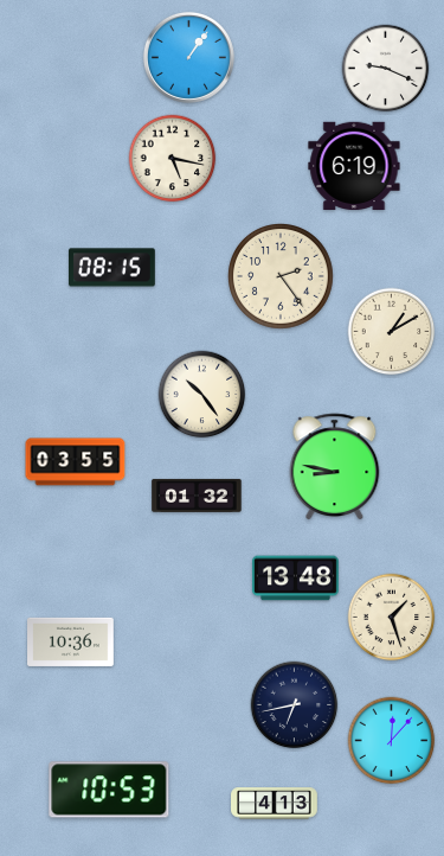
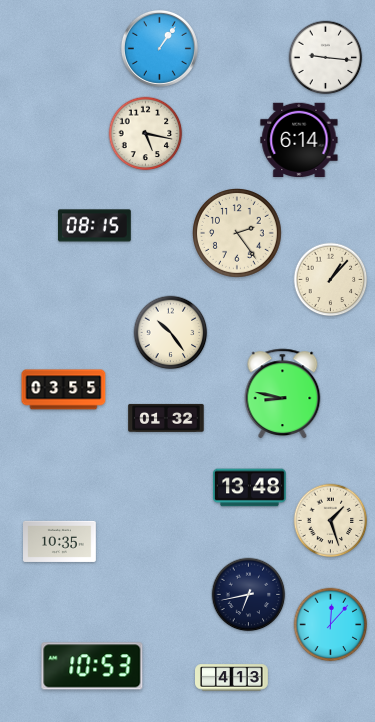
clock at (386, 69): 9:19 -> 9:16
clock at (354, 165): 6:19 -> 6:14
clock at (392, 332): 1:10 -> 1:07
clock at (71, 641): 10:36 -> 10:35
